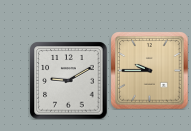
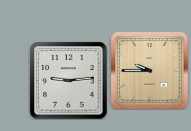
clock at (68, 80): 9:10 -> 9:14
